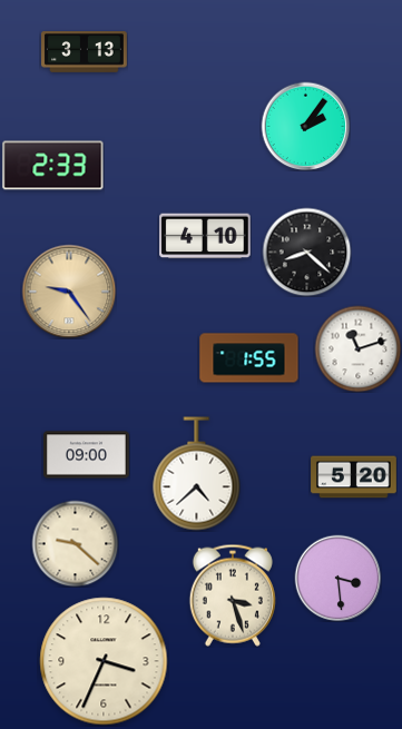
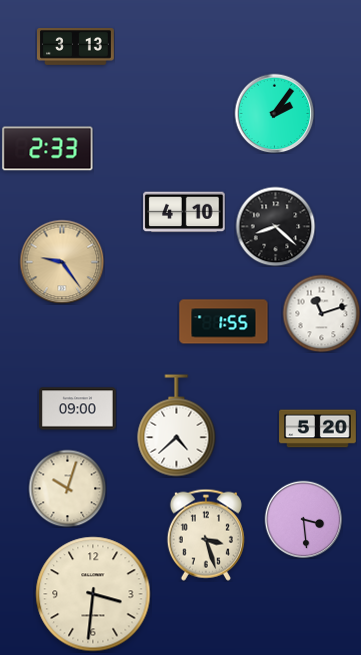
clock at (75, 543): 9:22 -> 10:03
clock at (233, 595) position: (233, 595) -> (206, 535)
clock at (104, 661): 3:34 -> 3:31
